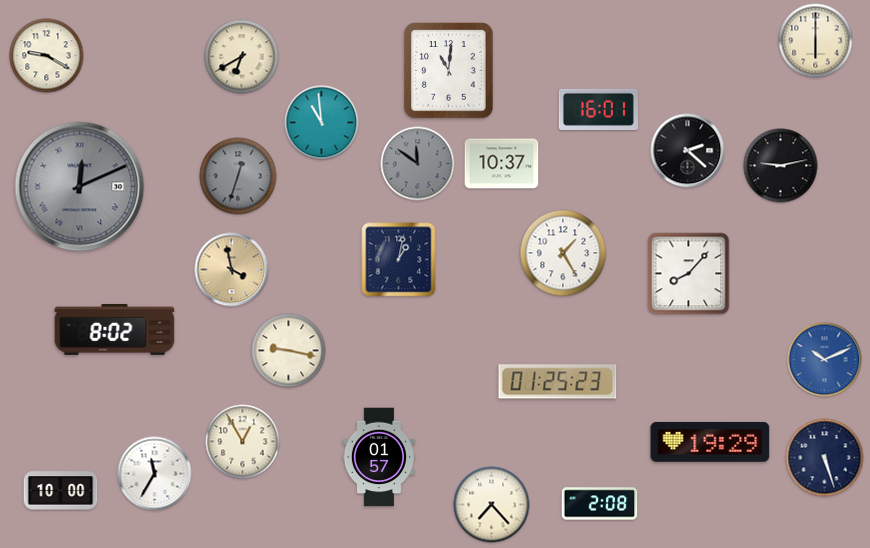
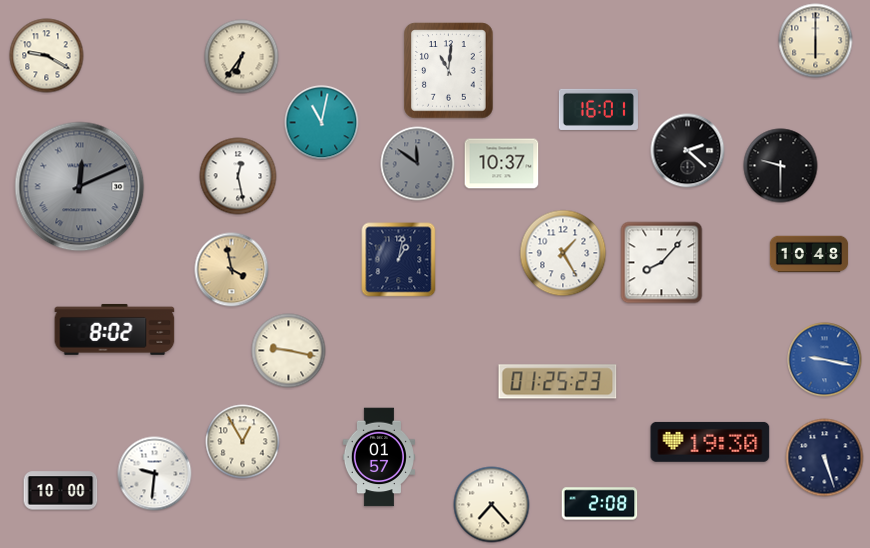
clock at (242, 57): 6:40 -> 6:36
clock at (322, 123): 10:59 -> 11:02
clock at (781, 166): 9:13 -> 9:30
clock at (238, 176): 12:33 -> 12:28
clock at (238, 176) dial: grey -> white
clock at (809, 254): none -> 10:48
clock at (689, 274) position: (689, 274) -> (662, 263)
clock at (825, 360): 10:11 -> 9:17
clock at (710, 442): 19:29 -> 19:30
clock at (155, 474): 11:35 -> 9:31
